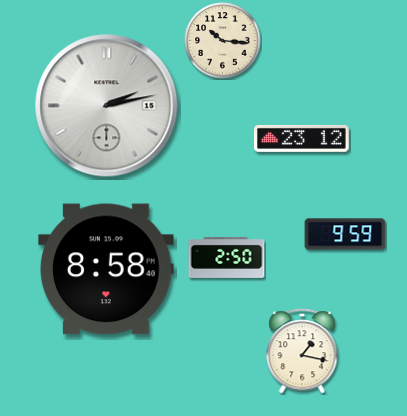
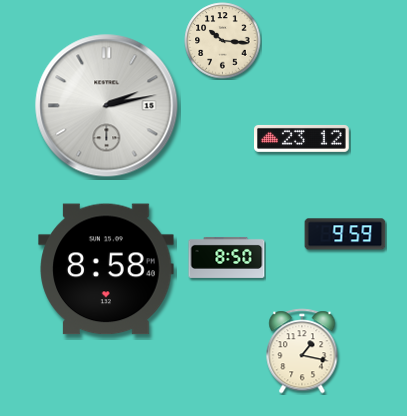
clock at (227, 257): 2:50 -> 8:50
